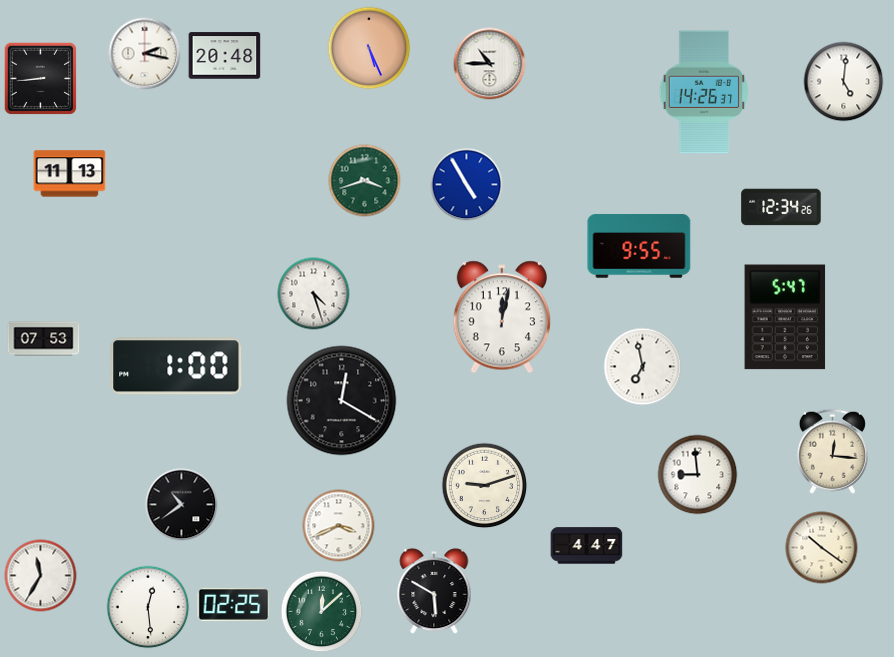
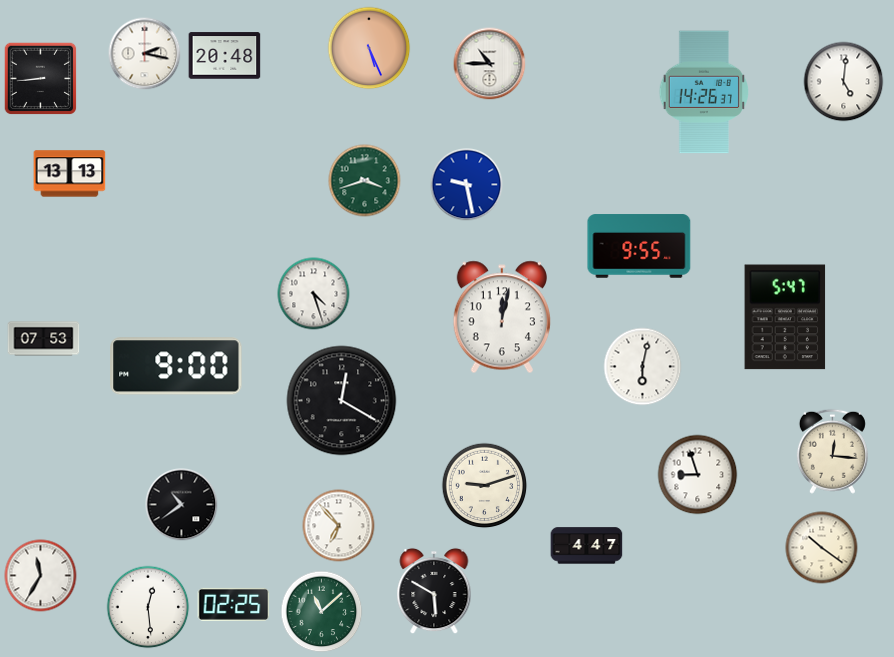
clock at (70, 174): 11:13 -> 13:13
clock at (467, 185): 4:55 -> 9:28
clock at (781, 207): 12:34 -> none
clock at (176, 366): 1:00 -> 9:00
clock at (643, 367): 6:58 -> 6:02
clock at (698, 475): 8:59 -> 8:57
clock at (339, 526): 3:41 -> 6:53
clock at (322, 612): 12:08 -> 11:08
